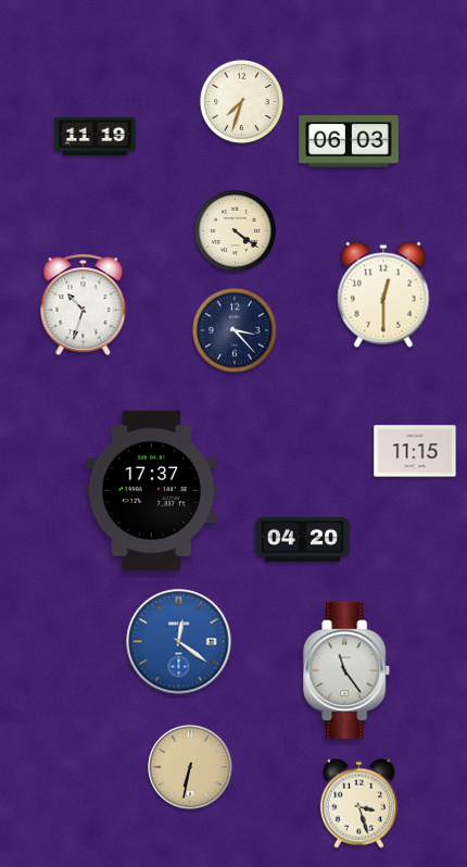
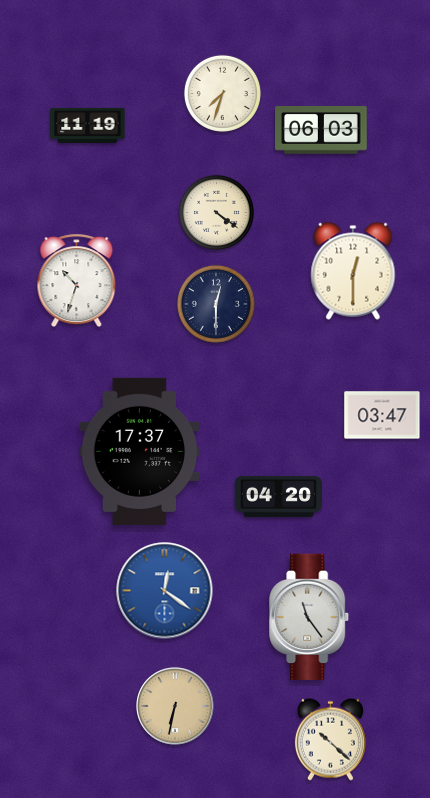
clock at (235, 330): 3:23 -> 12:30
clock at (415, 451): 11:15 -> 03:47
clock at (348, 669) position: (348, 669) -> (310, 616)
clock at (358, 803): 3:27 -> 10:22
